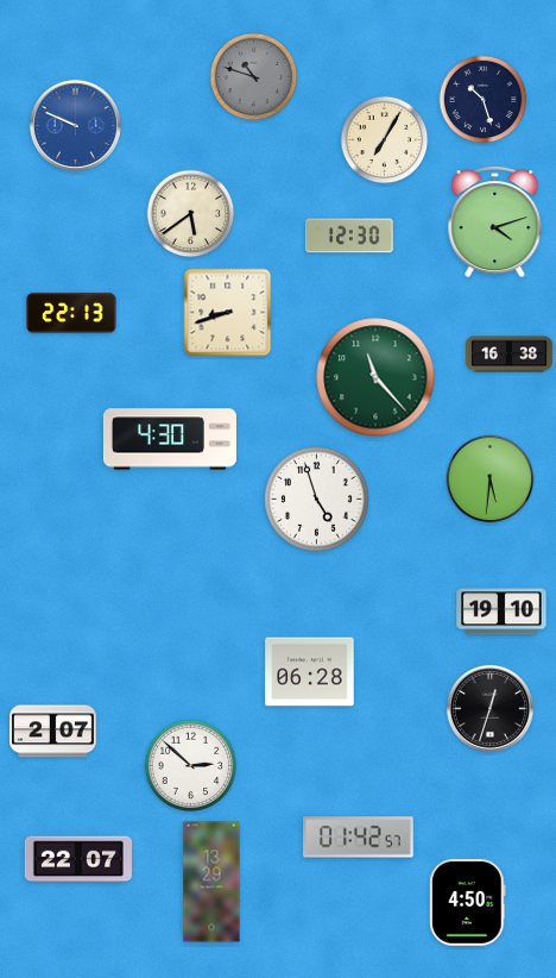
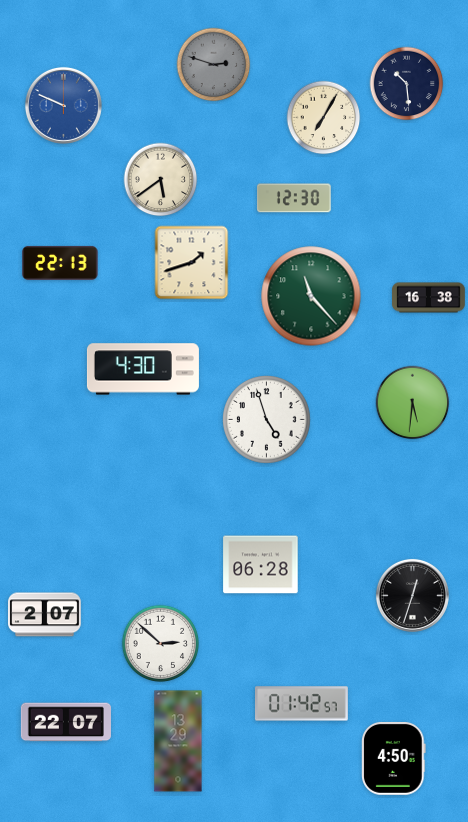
clock at (254, 77): 10:48 -> 2:48
clock at (484, 100): 10:27 -> 10:29
clock at (495, 221): 4:12 -> none
clock at (228, 313): 8:42 -> 1:42
clock at (375, 377) position: (375, 377) -> (311, 296)
clock at (501, 612): 19:10 -> none
